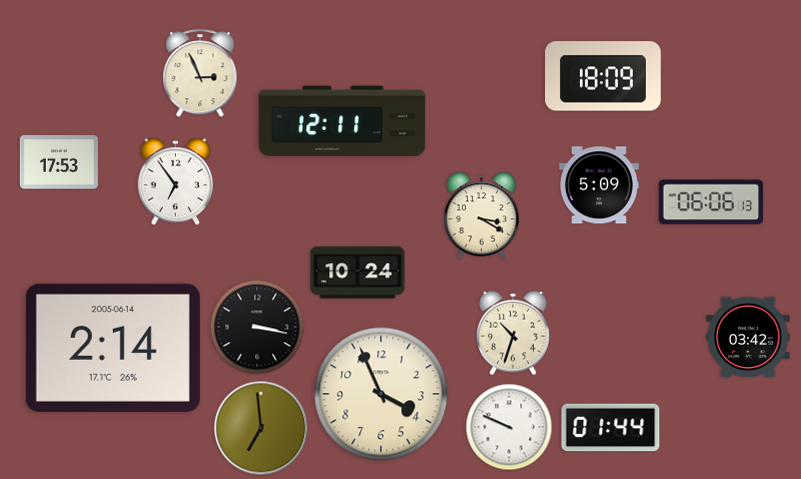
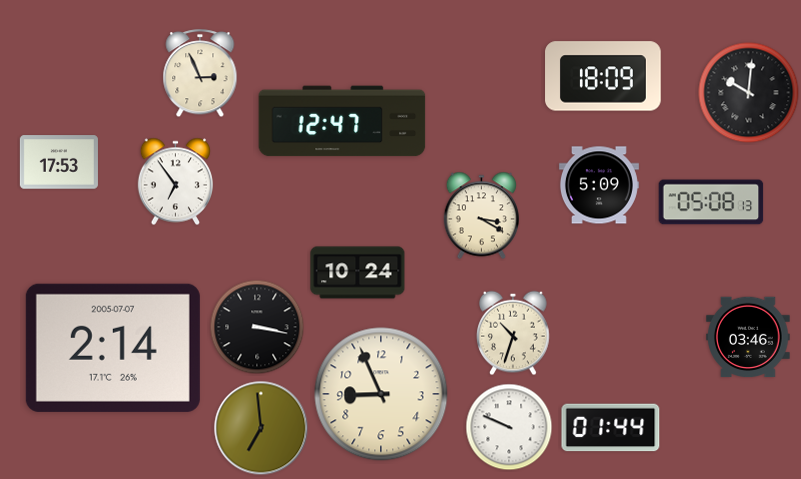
clock at (749, 93): none -> 10:01
clock at (342, 121): 12:11 -> 12:47
clock at (711, 202): 06:06 -> 05:08
clock at (748, 337): 03:42 -> 03:46
clock at (113, 348) date: 2005-06-14 -> 2005-07-07
clock at (381, 394): 3:56 -> 8:56
